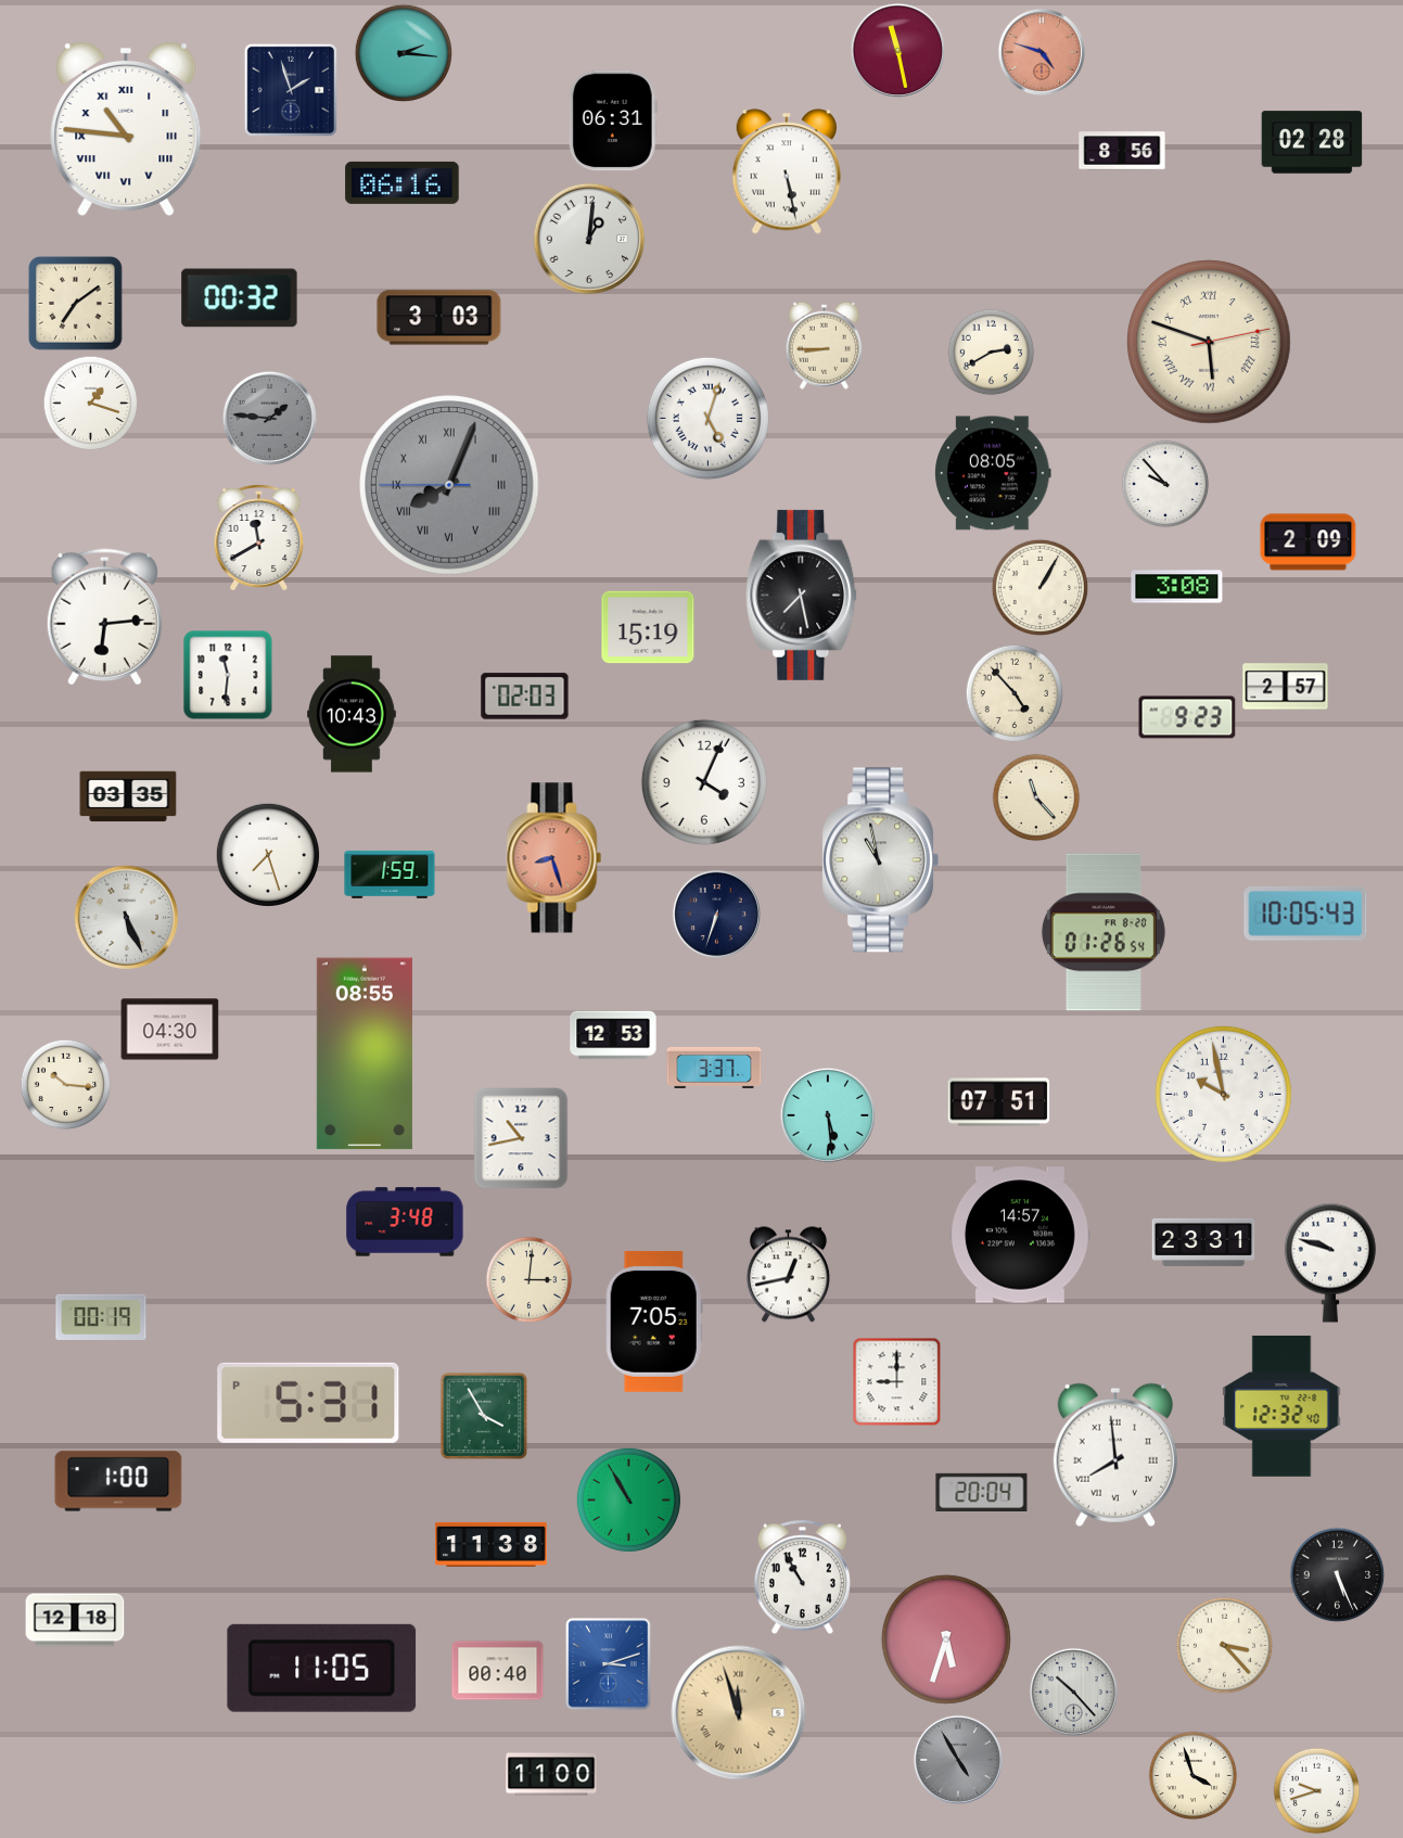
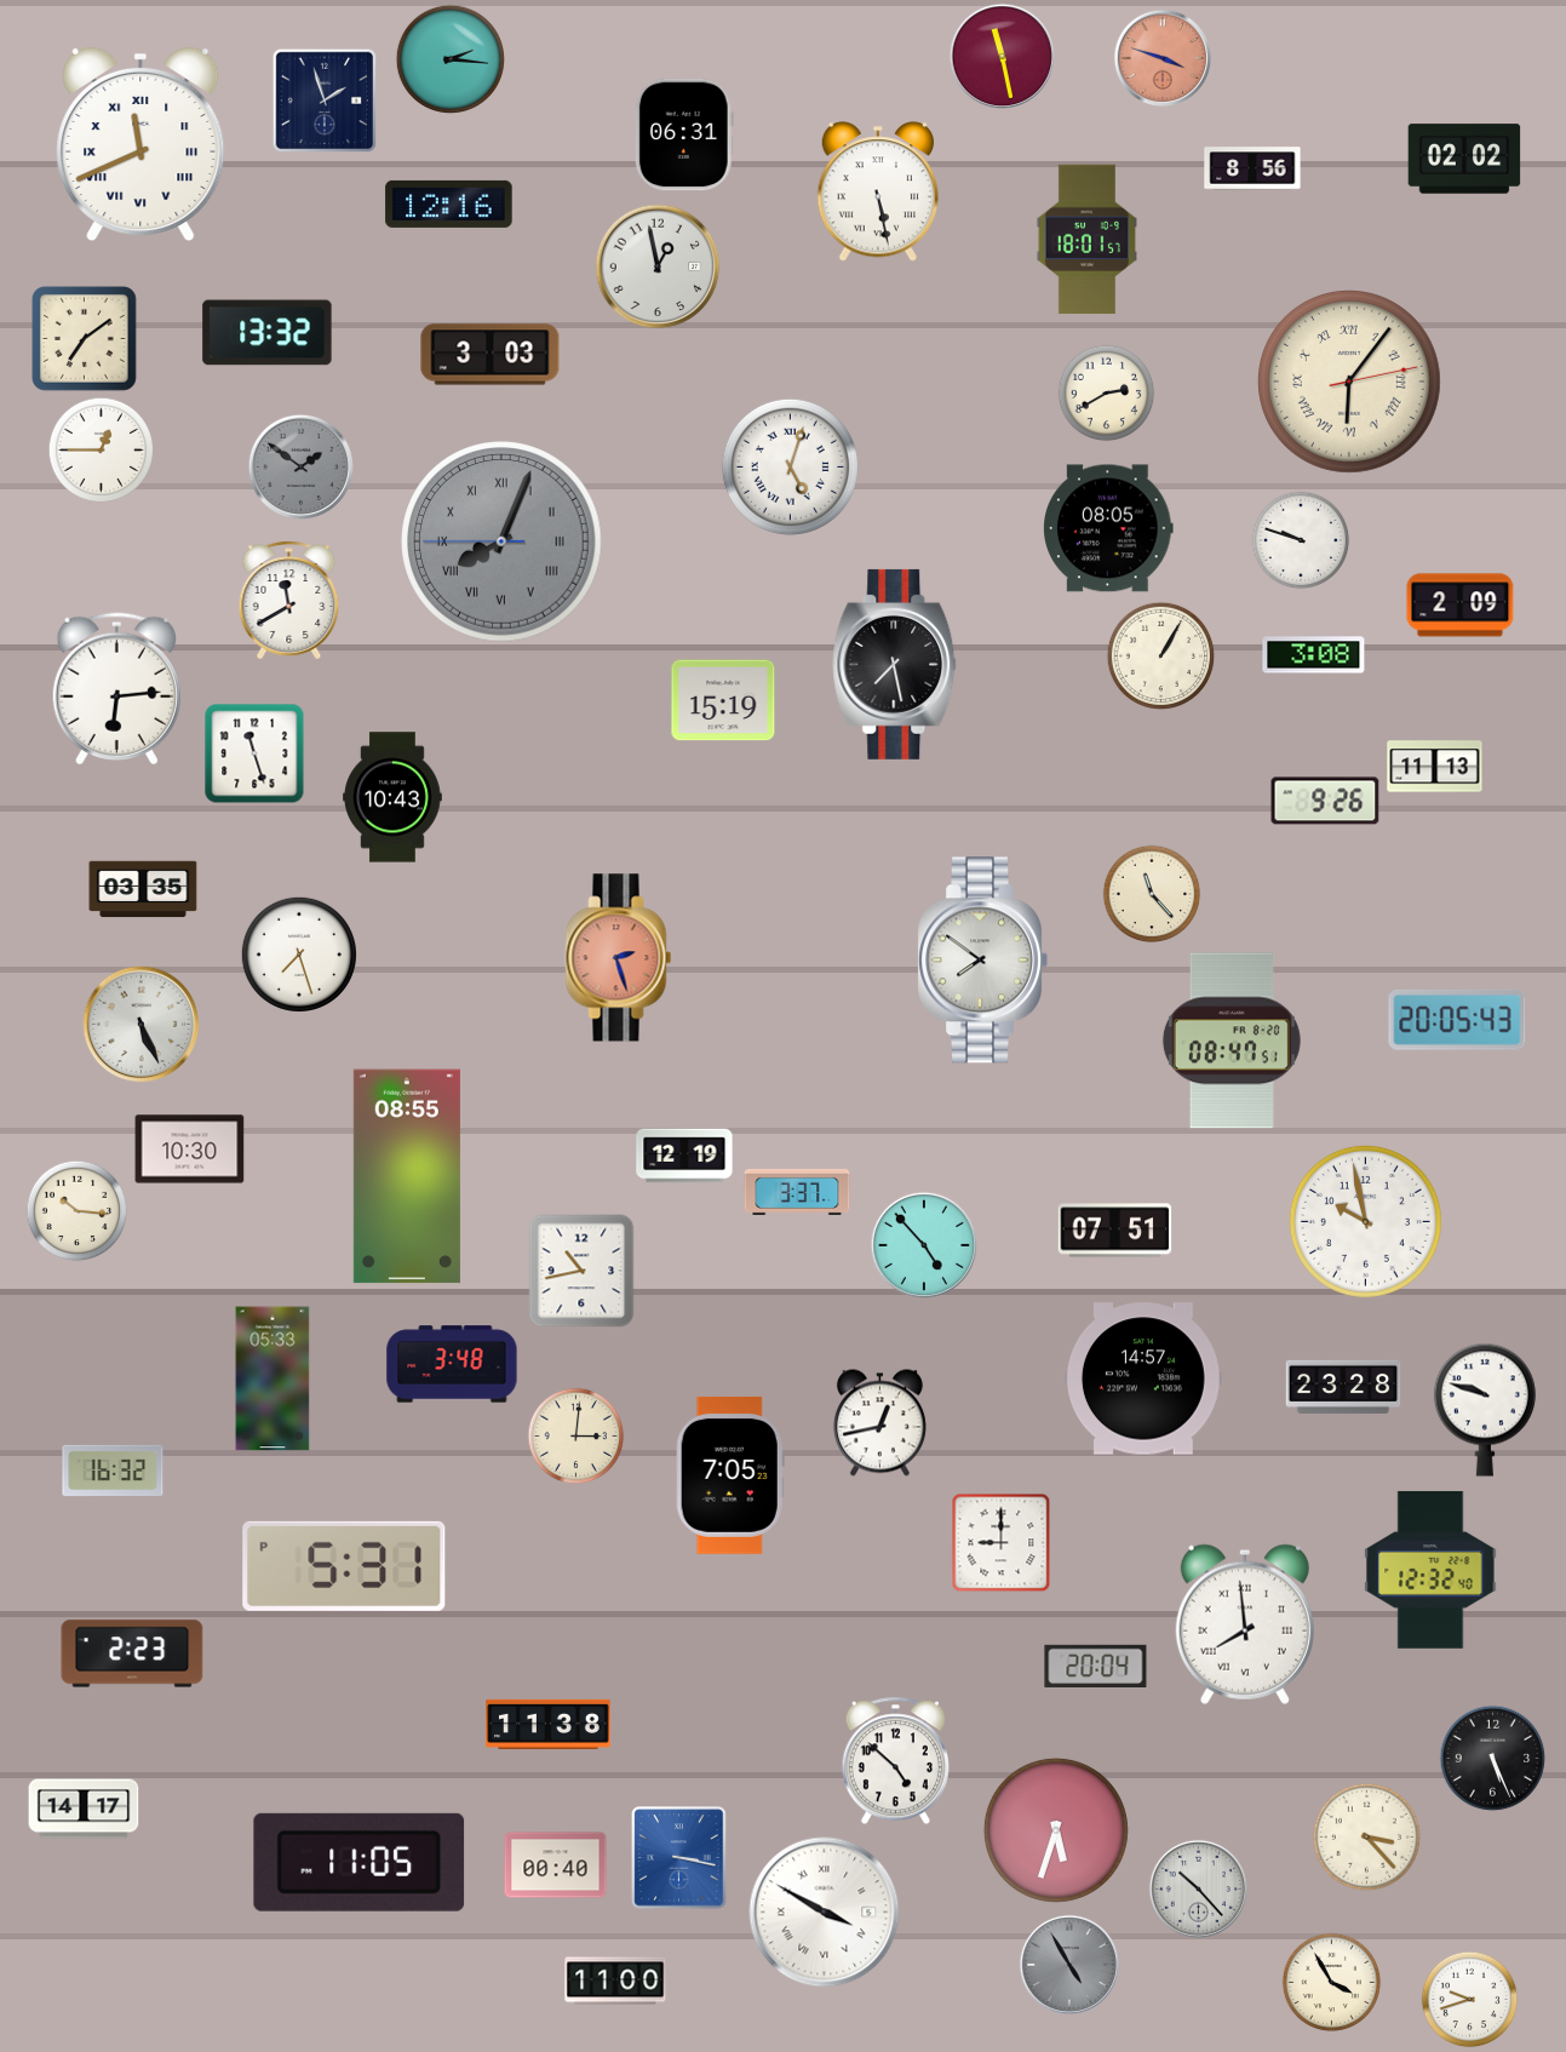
clock at (1042, 52): 4:48 -> 3:48
clock at (126, 128): 10:46 -> 11:41
clock at (1312, 142): 02:28 -> 02:02
clock at (403, 182): 06:16 -> 12:16
clock at (1086, 240): none -> 18:01
clock at (589, 239): 1:01 -> 12:58
clock at (240, 298): 00:32 -> 13:32
clock at (1210, 343): 5:48 -> 6:06
clock at (824, 345): 8:45 -> none
clock at (91, 404): 1:18 -> 12:45
clock at (269, 418): 1:46 -> 1:51
clock at (1165, 484): 9:53 -> 9:48
clock at (228, 675): 11:31 -> 11:27
clock at (1286, 687): 2:57 -> 11:13
clock at (1015, 693): 4:53 -> none
clock at (525, 697): 02:03 -> none
clock at (1187, 717): 9:23 -> 9:26
clock at (704, 782): 4:04 -> none
clock at (1036, 797) position: (1036, 797) -> (1152, 894)
clock at (554, 858): 8:27 -> 2:27
clock at (880, 860): 10:58 -> 7:51
clock at (390, 875): 1:59 -> none
clock at (716, 914): 6:33 -> none
clock at (1305, 914): 10:05 -> 20:05
clock at (1104, 932): 01:26 -> 08:47
clock at (170, 1030): 04:30 -> 10:30
clock at (613, 1035): 12:53 -> 12:19
clock at (66, 1085) position: (66, 1085) -> (78, 1211)
clock at (827, 1114): 5:29 -> 4:53
clock at (273, 1378): none -> 05:33
clock at (1020, 1235) position: (1020, 1235) -> (1143, 1378)
clock at (1203, 1242): 23:31 -> 23:28
clock at (530, 1280) position: (530, 1280) -> (577, 1437)
clock at (101, 1317): 00:19 -> 16:32
clock at (484, 1416): 3:55 -> none
clock at (118, 1481): 1:00 -> 2:23
clock at (628, 1499): 10:55 -> none
clock at (802, 1578): 10:55 -> 4:52
clock at (75, 1620): 12:18 -> 14:17
clock at (609, 1664): 3:12 -> 3:17
clock at (739, 1713): 11:57 -> 3:50
clock at (739, 1713) dial: champagne -> white
clock at (1194, 1776): 3:57 -> 3:55
